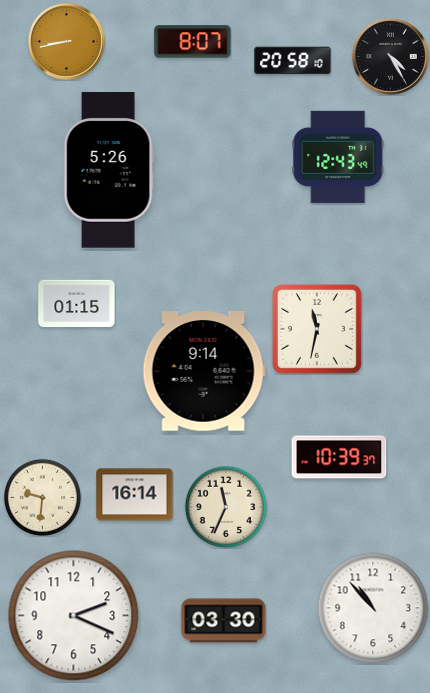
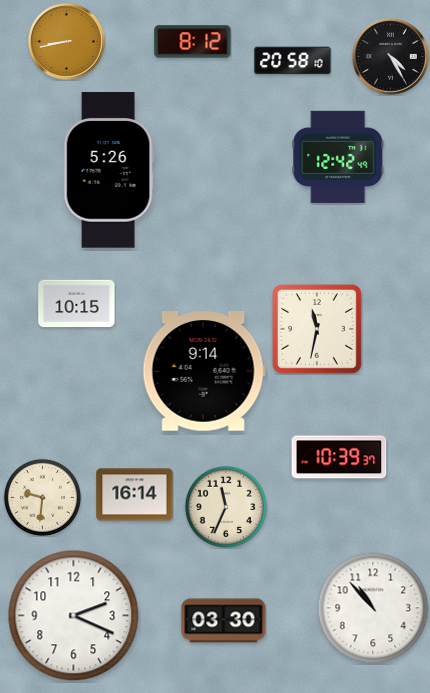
clock at (193, 42): 8:07 -> 8:12
clock at (338, 157): 12:43 -> 12:42
clock at (77, 304): 01:15 -> 10:15
